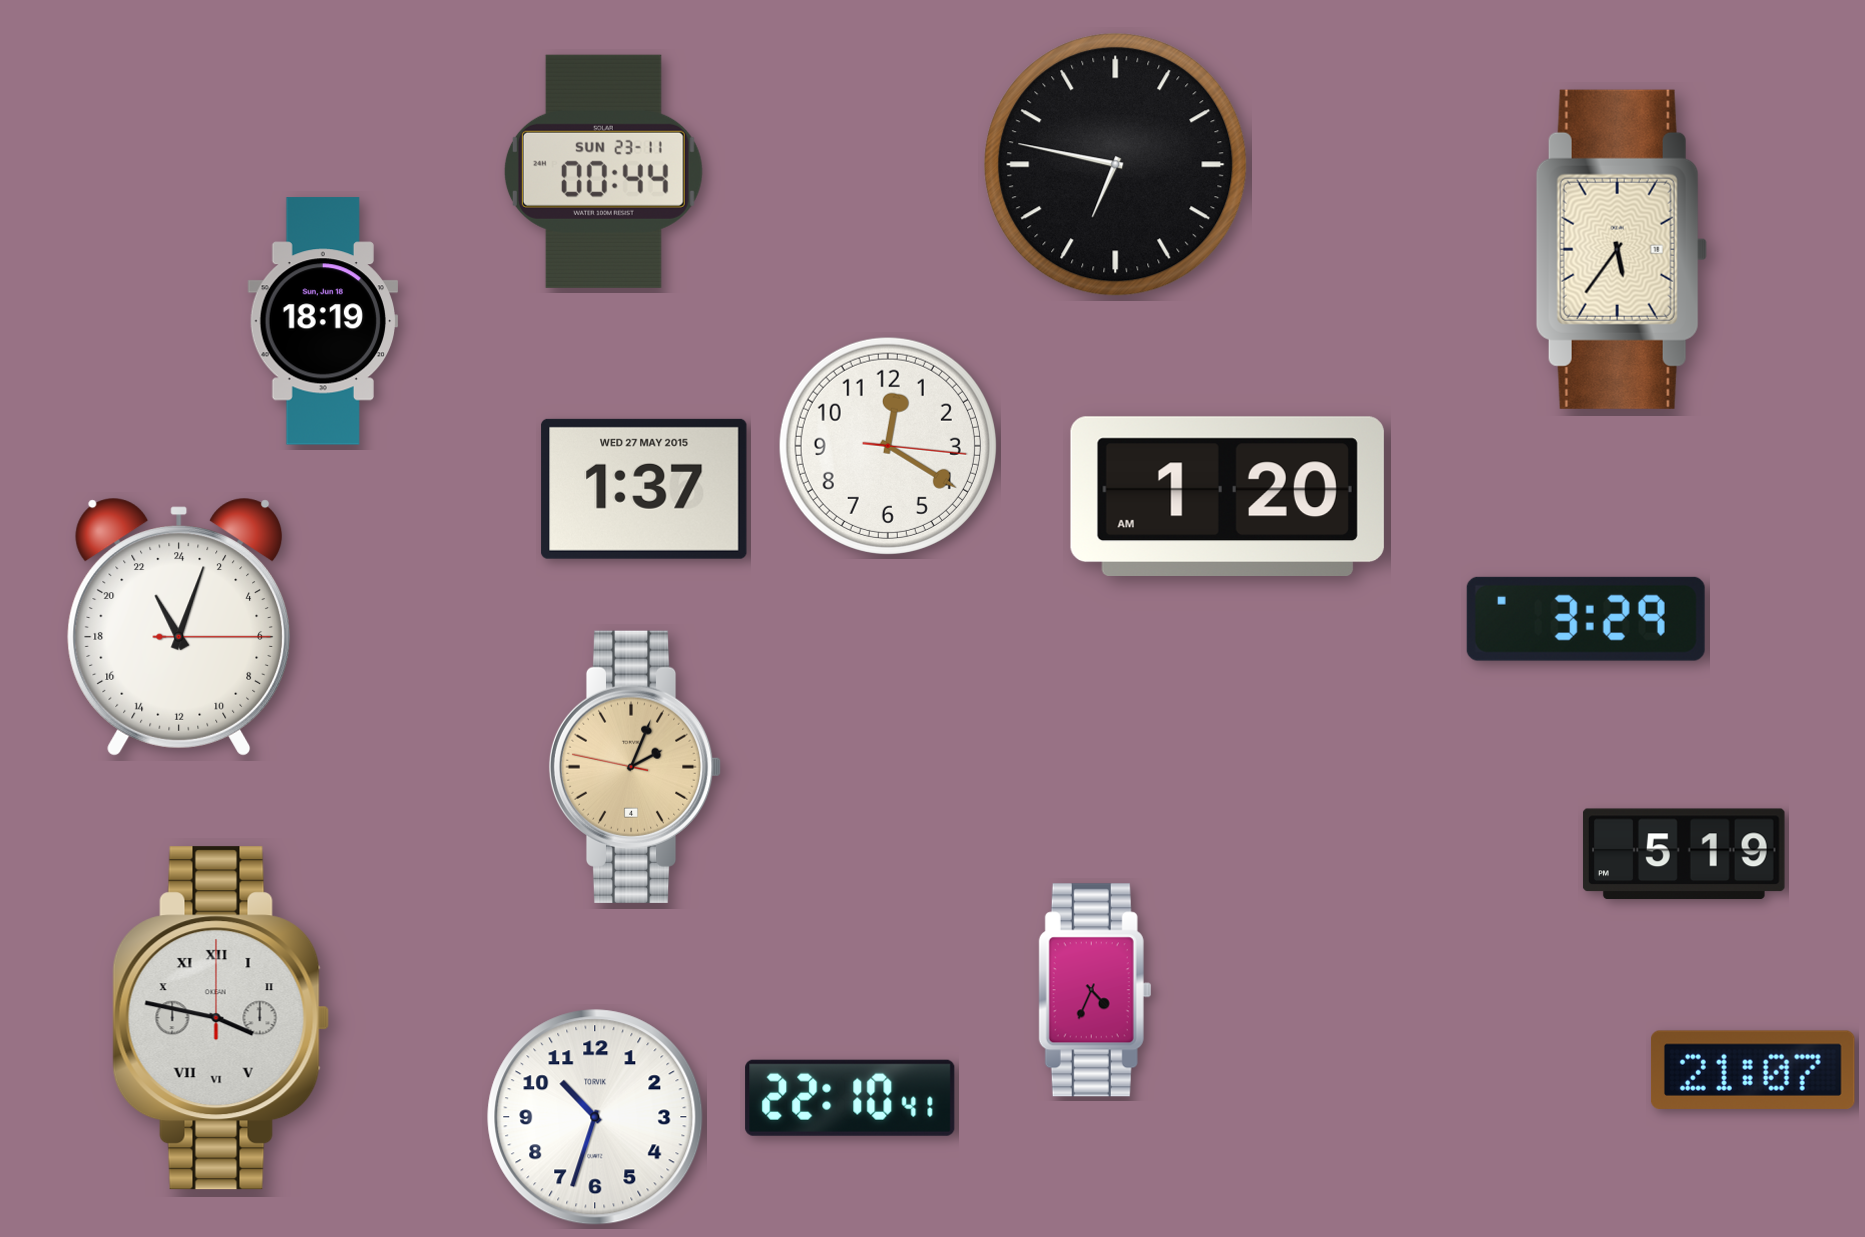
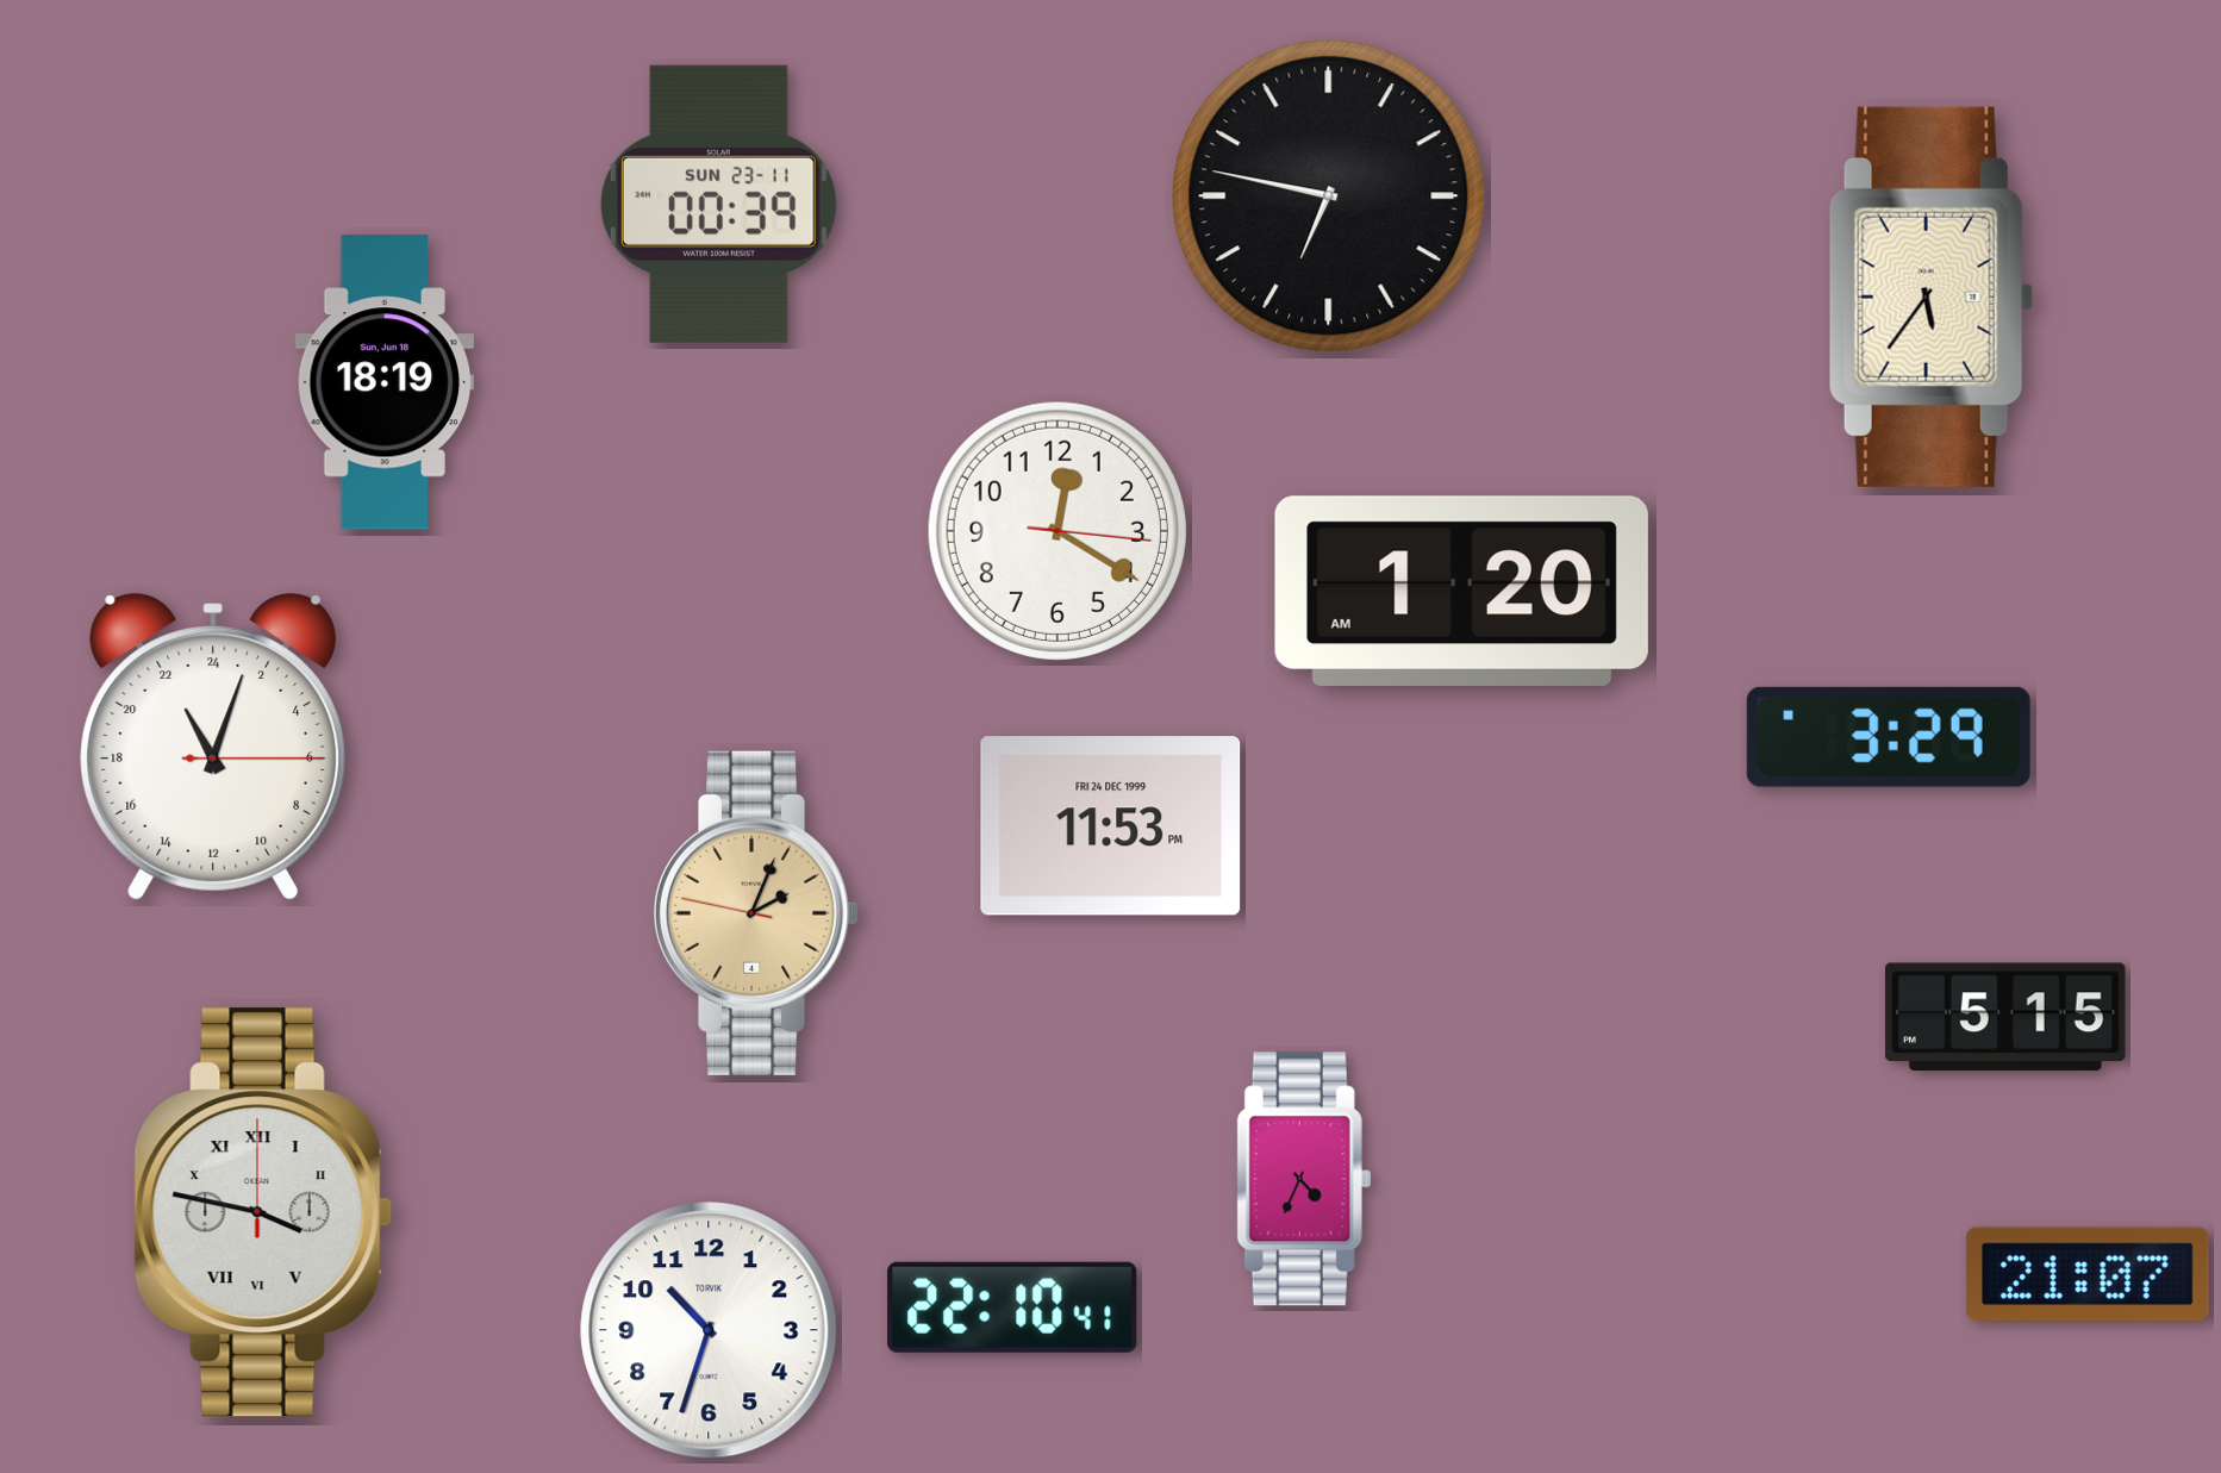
clock at (603, 171): 00:44 -> 00:39
clock at (644, 489): 1:37 -> none
clock at (1111, 826): none -> 11:53
clock at (1684, 854): 5:19 -> 5:15
